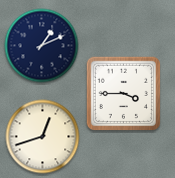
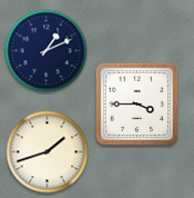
clock at (43, 137): 12:42 -> 1:42
